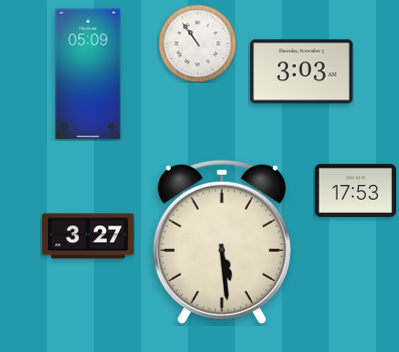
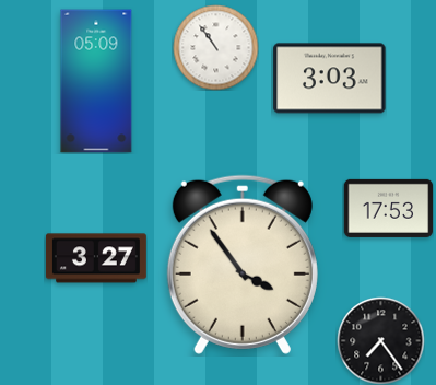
clock at (222, 242): 5:29 -> 3:54
clock at (380, 340): none -> 7:24
